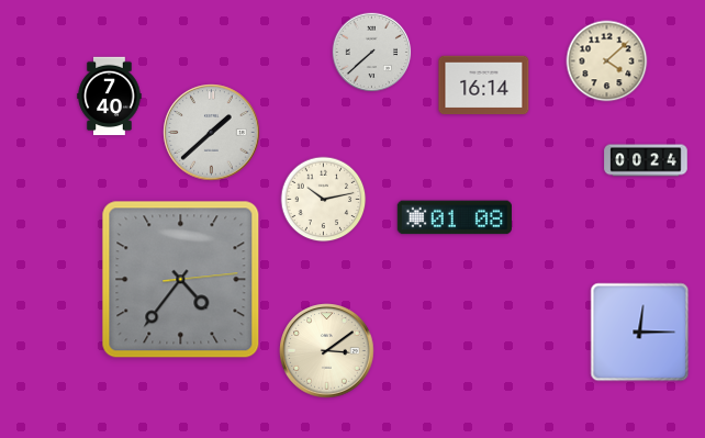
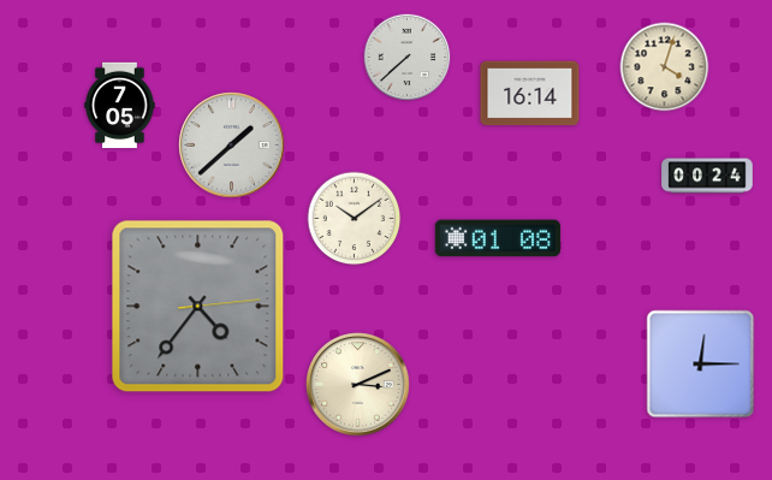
clock at (607, 61): 4:08 -> 4:03
clock at (110, 97): 7:40 -> 7:05
clock at (324, 200): 10:13 -> 10:09
clock at (327, 351): 3:09 -> 3:11
